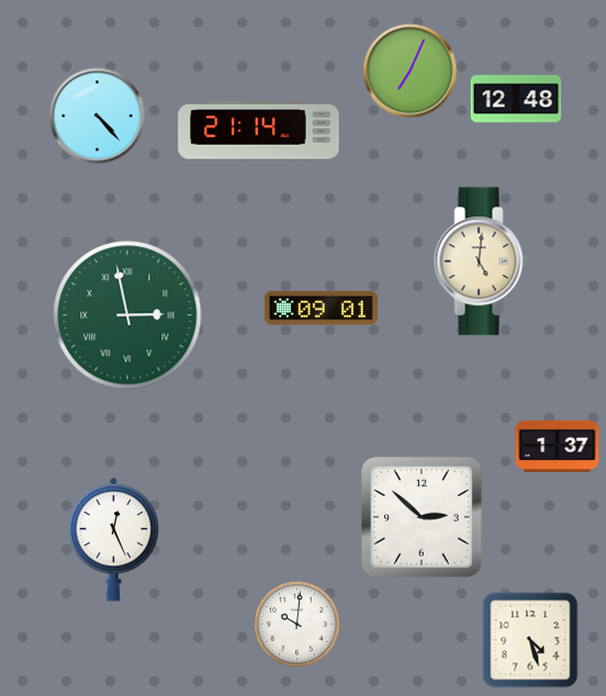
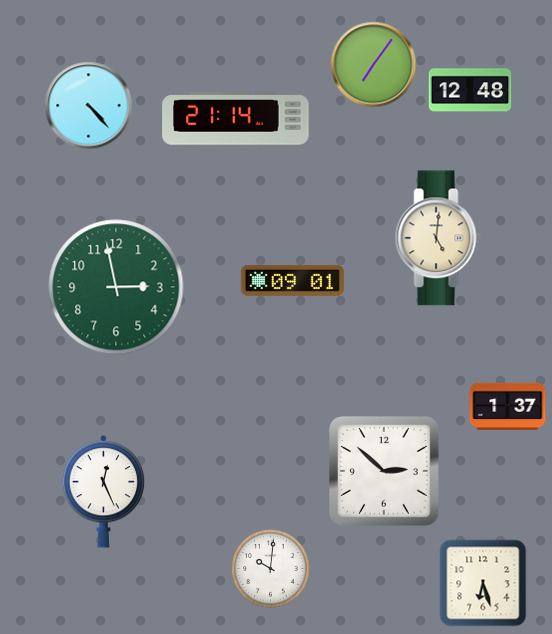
clock at (411, 71): 7:04 -> 7:06
clock at (127, 315) numerals: Roman -> Arabic
clock at (530, 640): 4:27 -> 6:27
